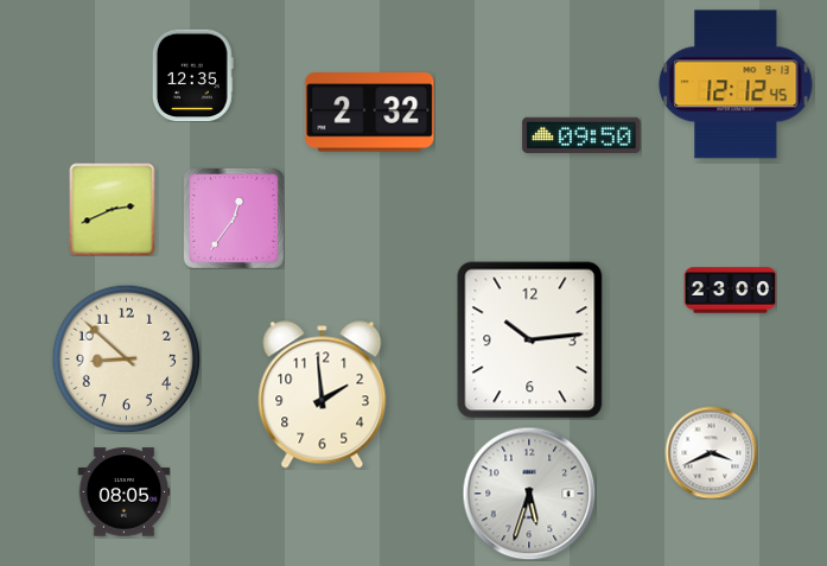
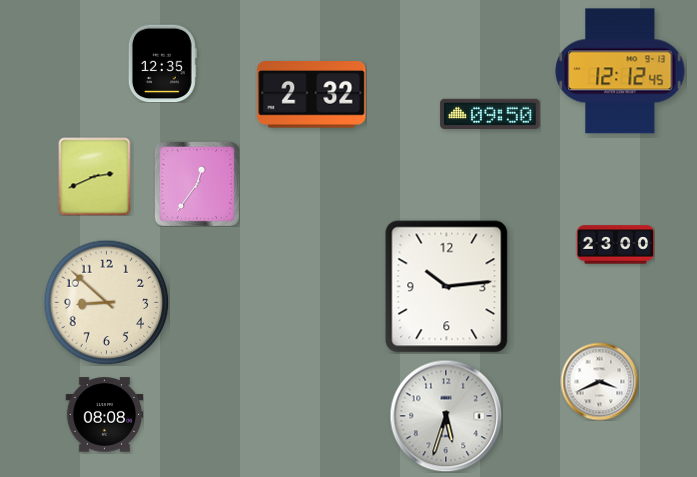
clock at (323, 395): 1:59 -> none
clock at (123, 492): 08:05 -> 08:08
